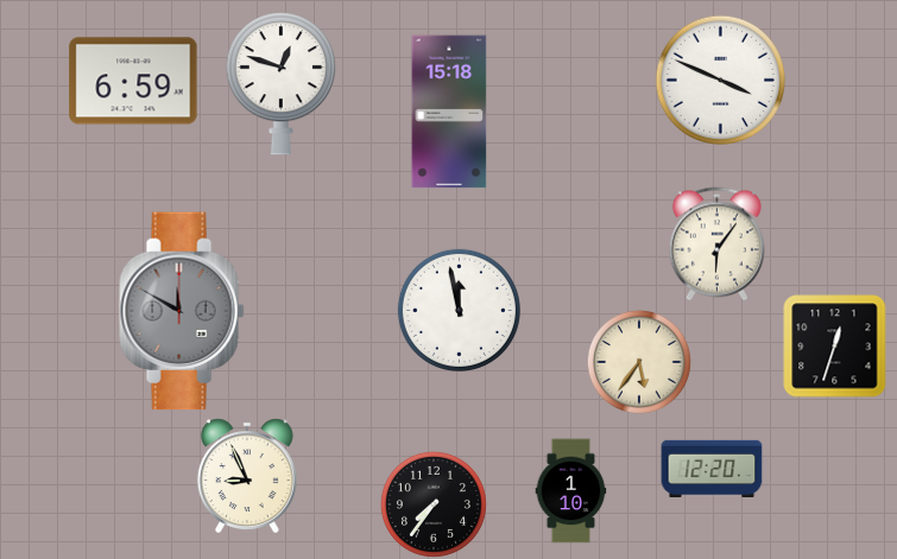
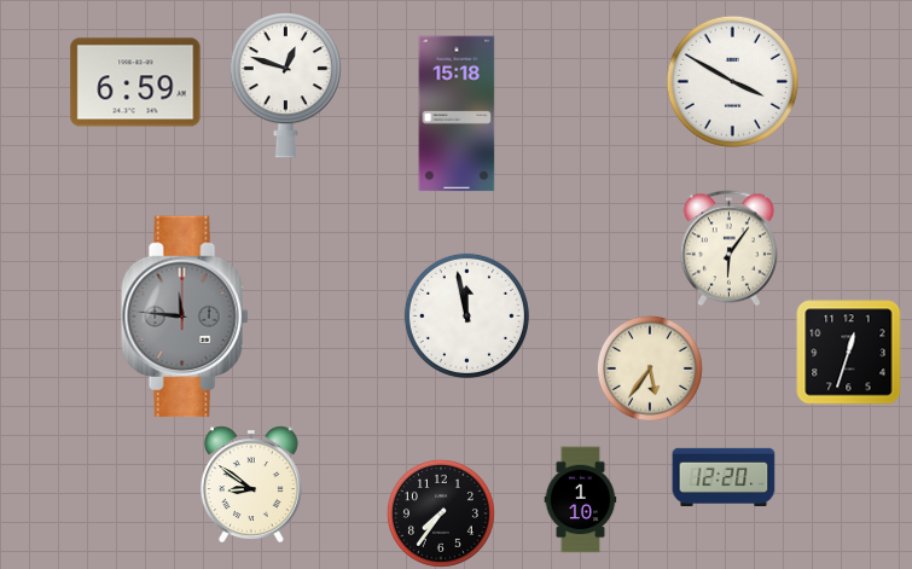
clock at (720, 80): 3:49 -> 3:50
clock at (182, 311): 11:50 -> 11:46
clock at (247, 476): 8:56 -> 8:51
